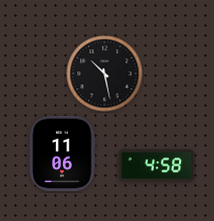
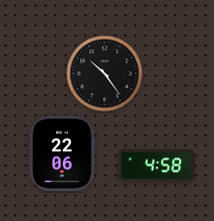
clock at (105, 74): 10:28 -> 10:24
clock at (62, 154): 11:06 -> 22:06
